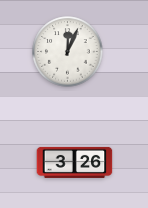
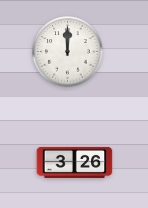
clock at (68, 52): 12:04 -> 12:00
